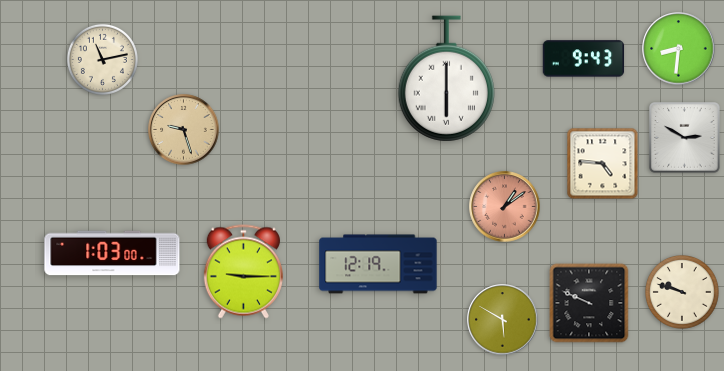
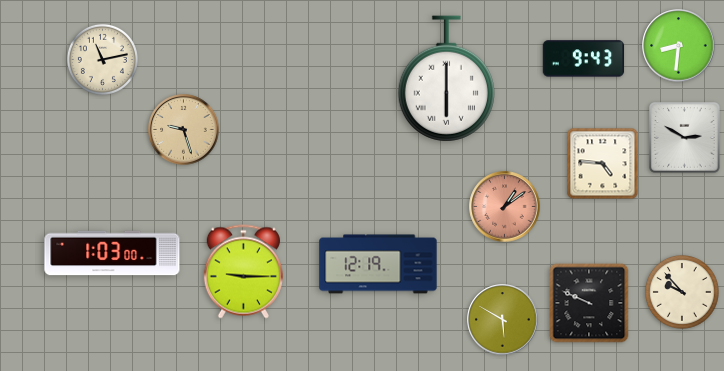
clock at (679, 49) position: (679, 49) -> (679, 46)
clock at (683, 293): 9:48 -> 9:53
